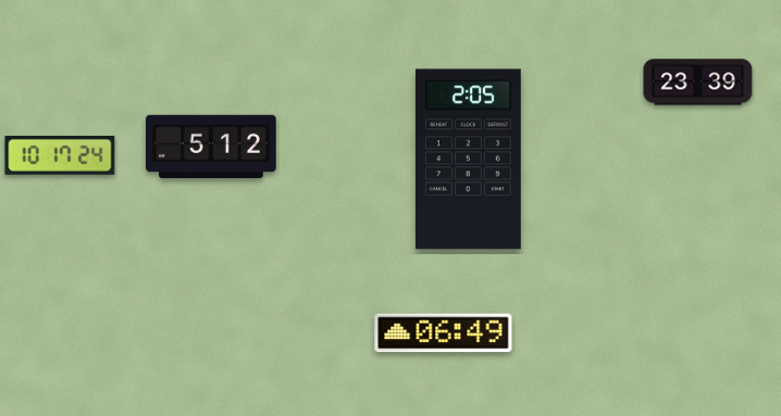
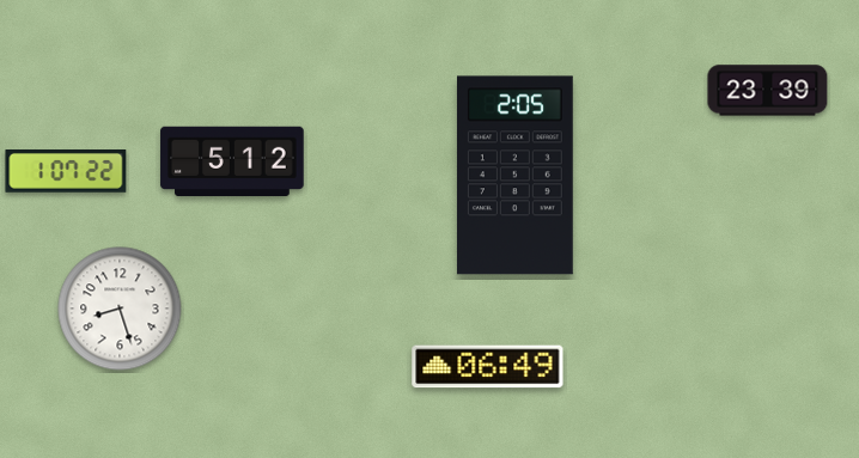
clock at (60, 156): 10:17 -> 1:07
clock at (120, 309): none -> 8:27
